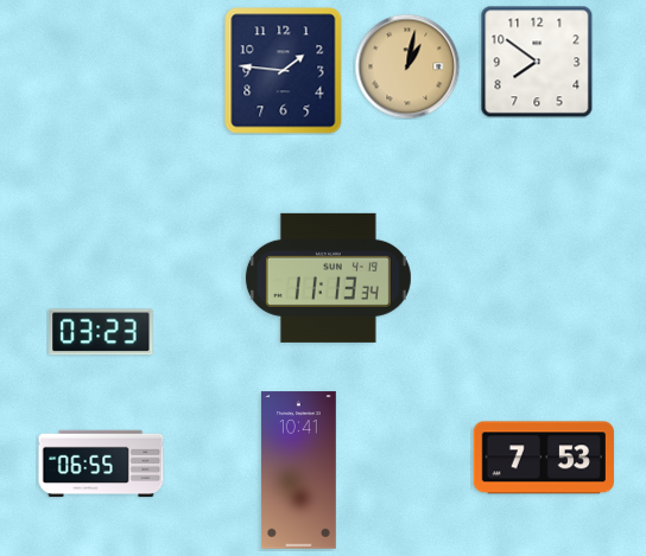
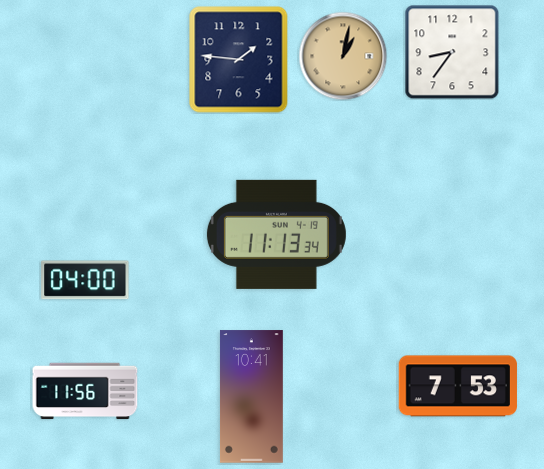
clock at (537, 62): 7:51 -> 8:36
clock at (101, 332): 03:23 -> 04:00
clock at (101, 464): 06:55 -> 11:56
